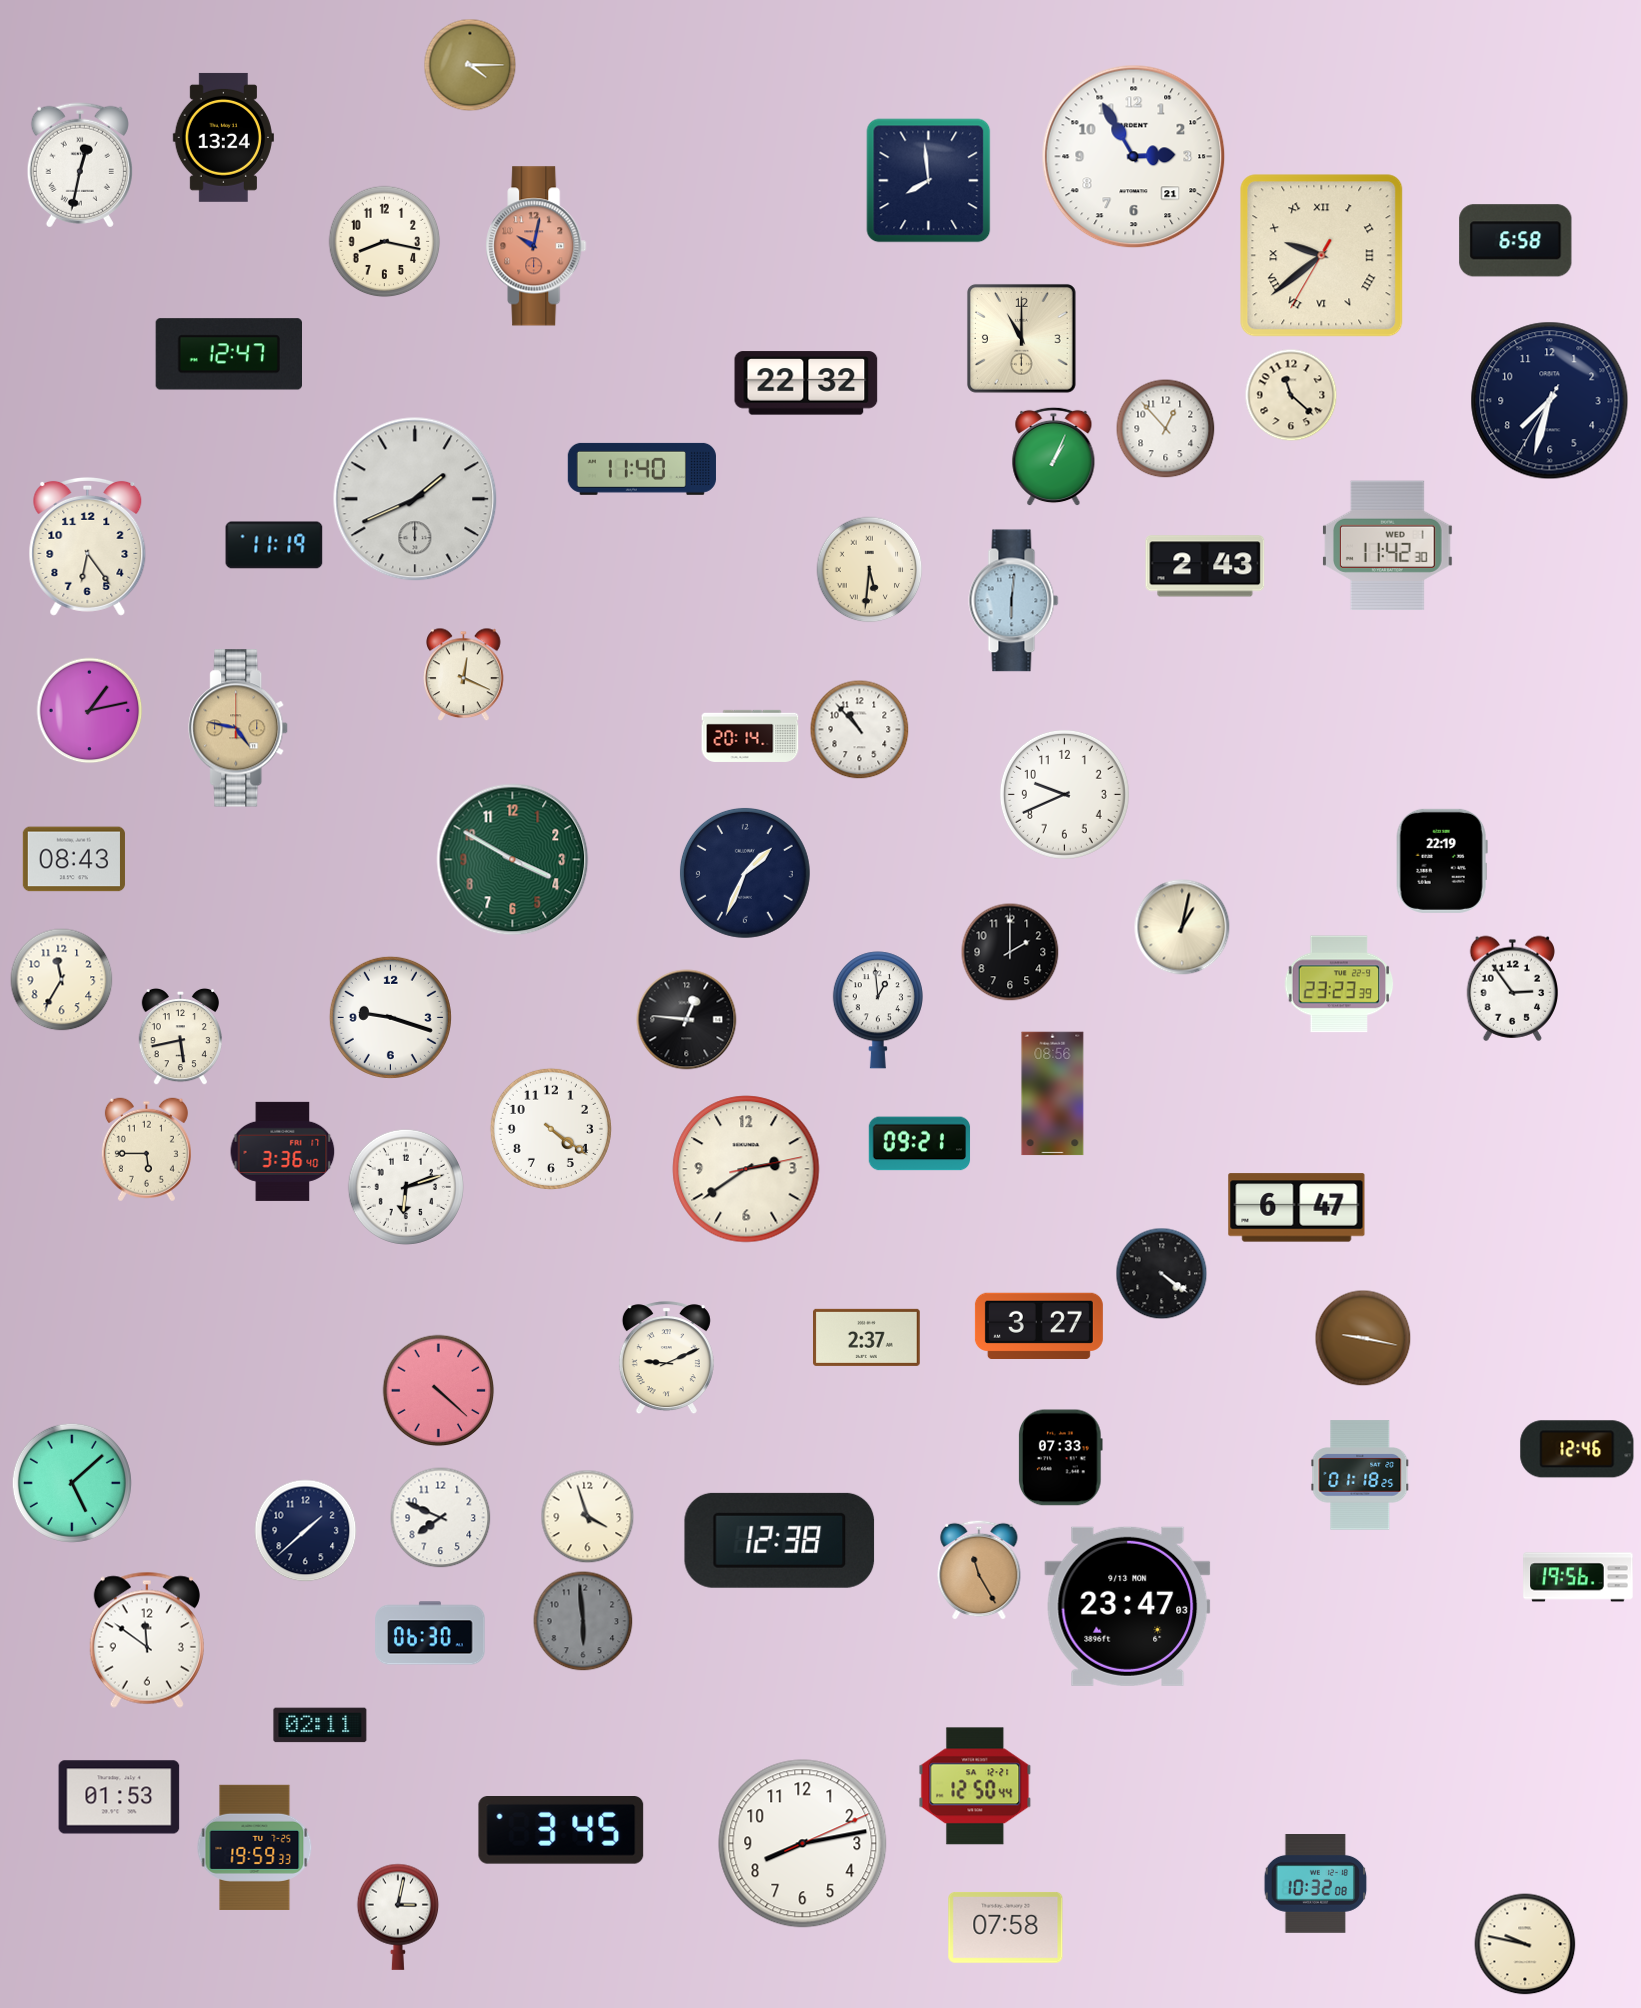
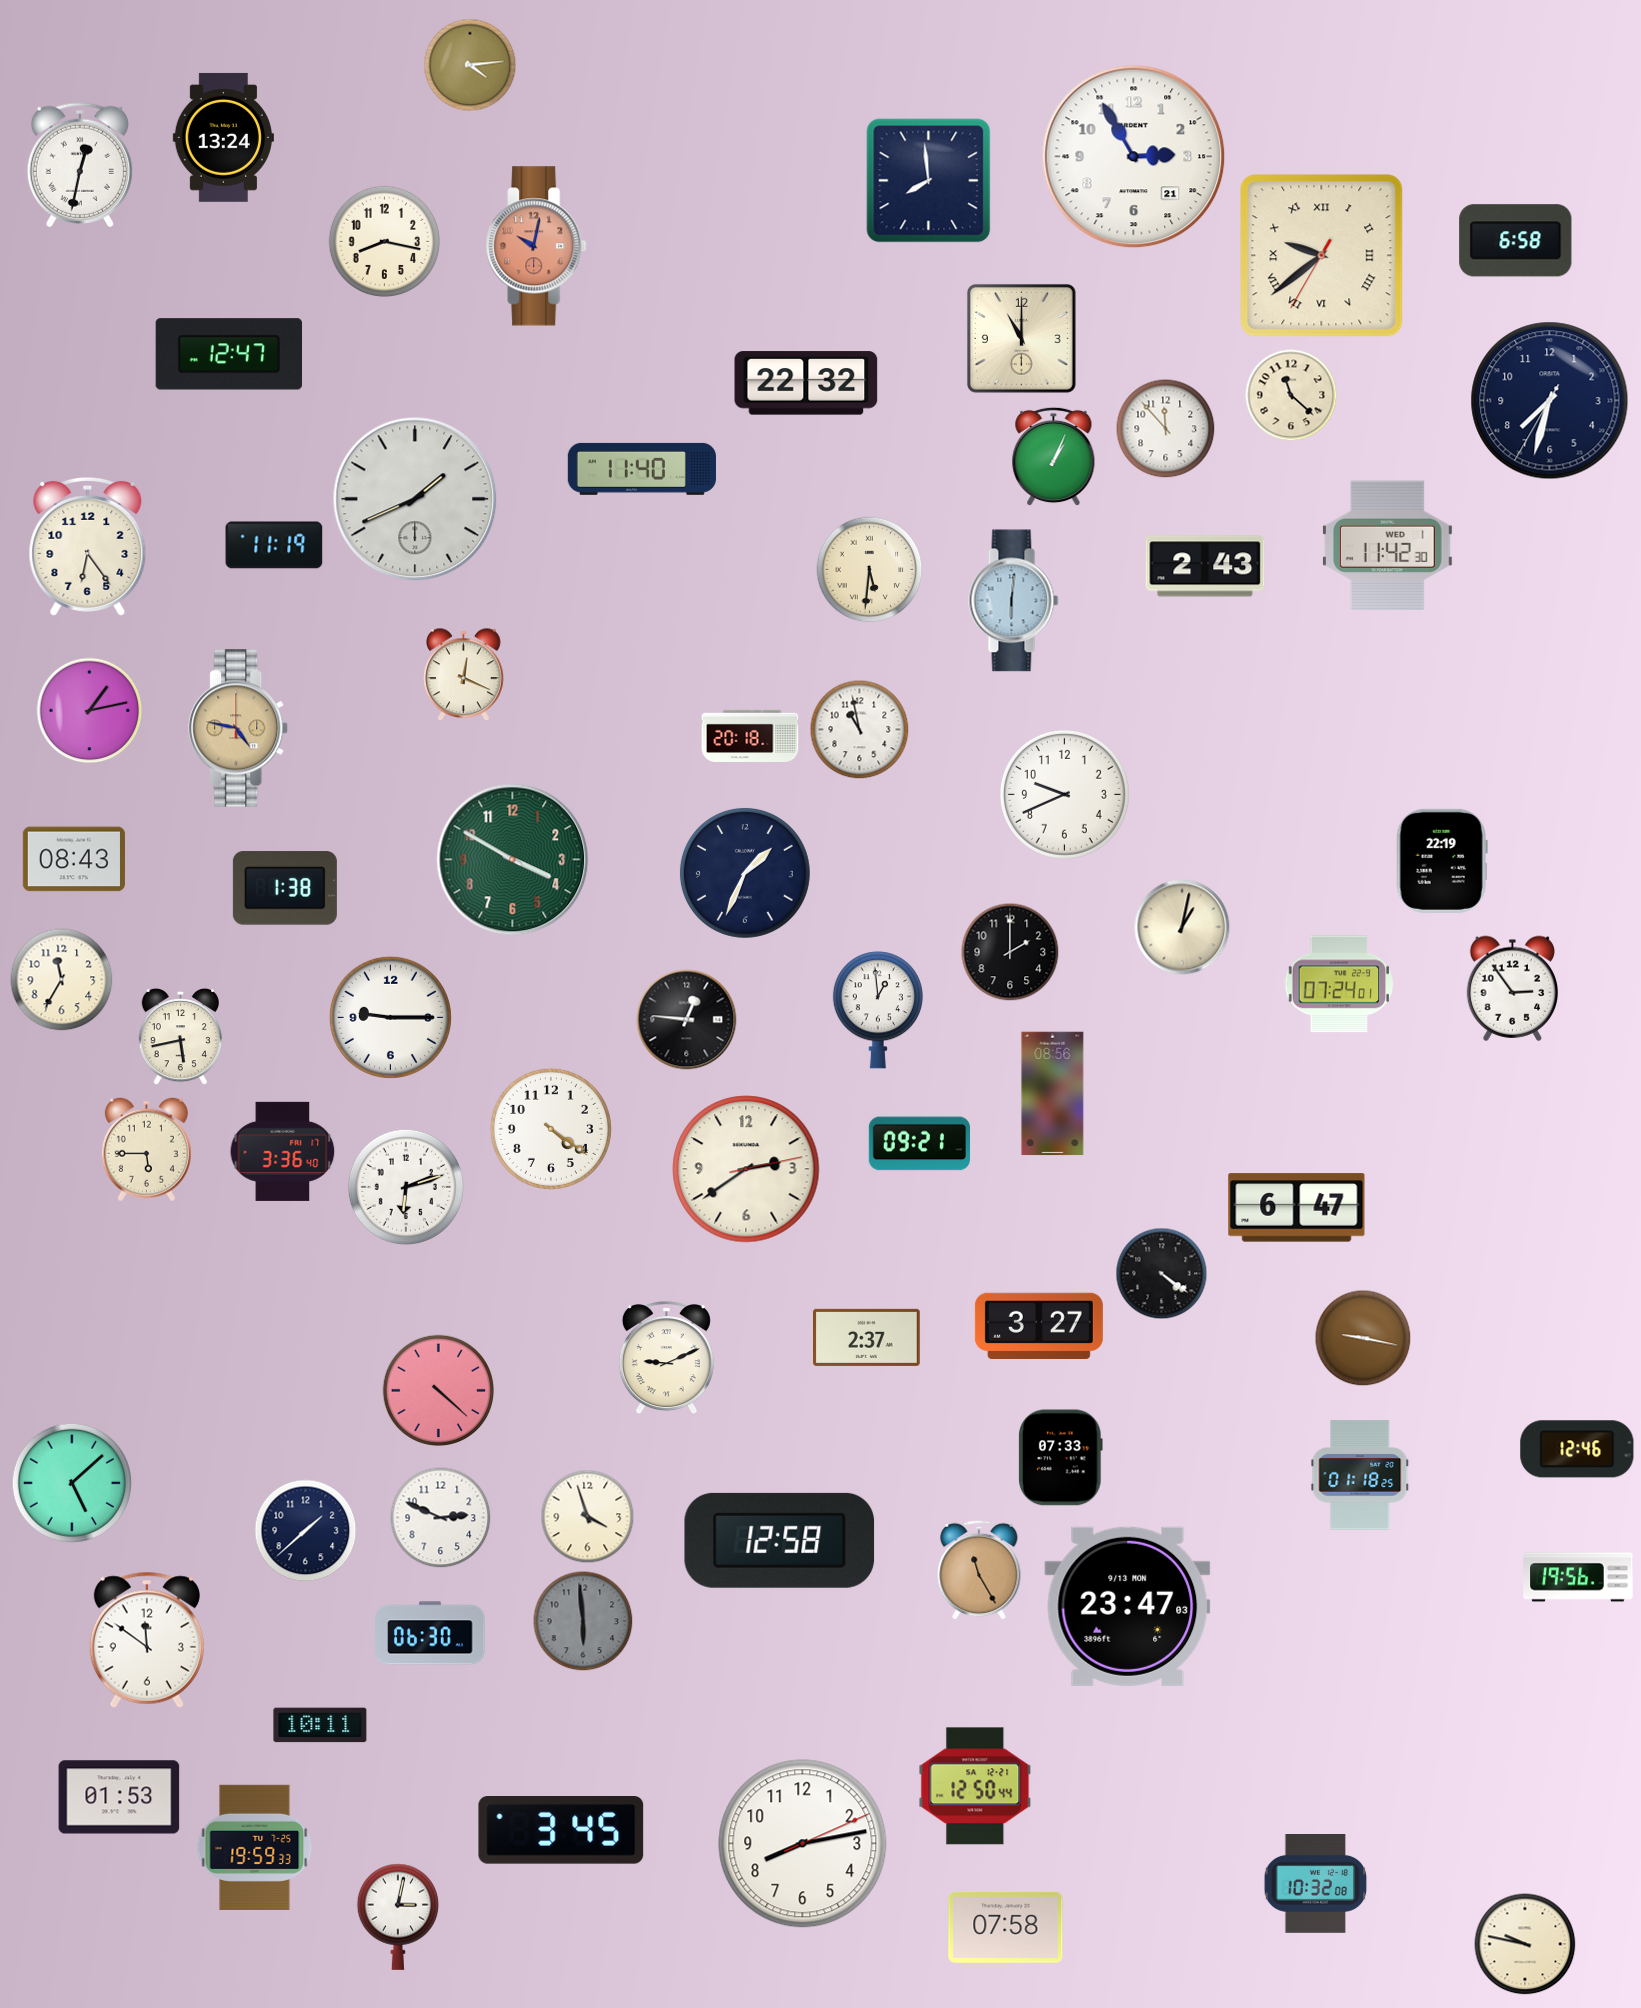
clock at (470, 65): 4:15 -> 4:14
clock at (1166, 429): 12:53 -> 11:53
clock at (860, 730): 10:53 -> 10:58
clock at (750, 736): 20:14 -> 20:18
clock at (285, 888): none -> 1:38
clock at (1339, 984): 23:23 -> 07:24
clock at (390, 1017): 9:18 -> 9:15
clock at (441, 1518): 7:49 -> 2:49
clock at (780, 1540): 12:38 -> 12:58
clock at (320, 1725): 02:11 -> 10:11
